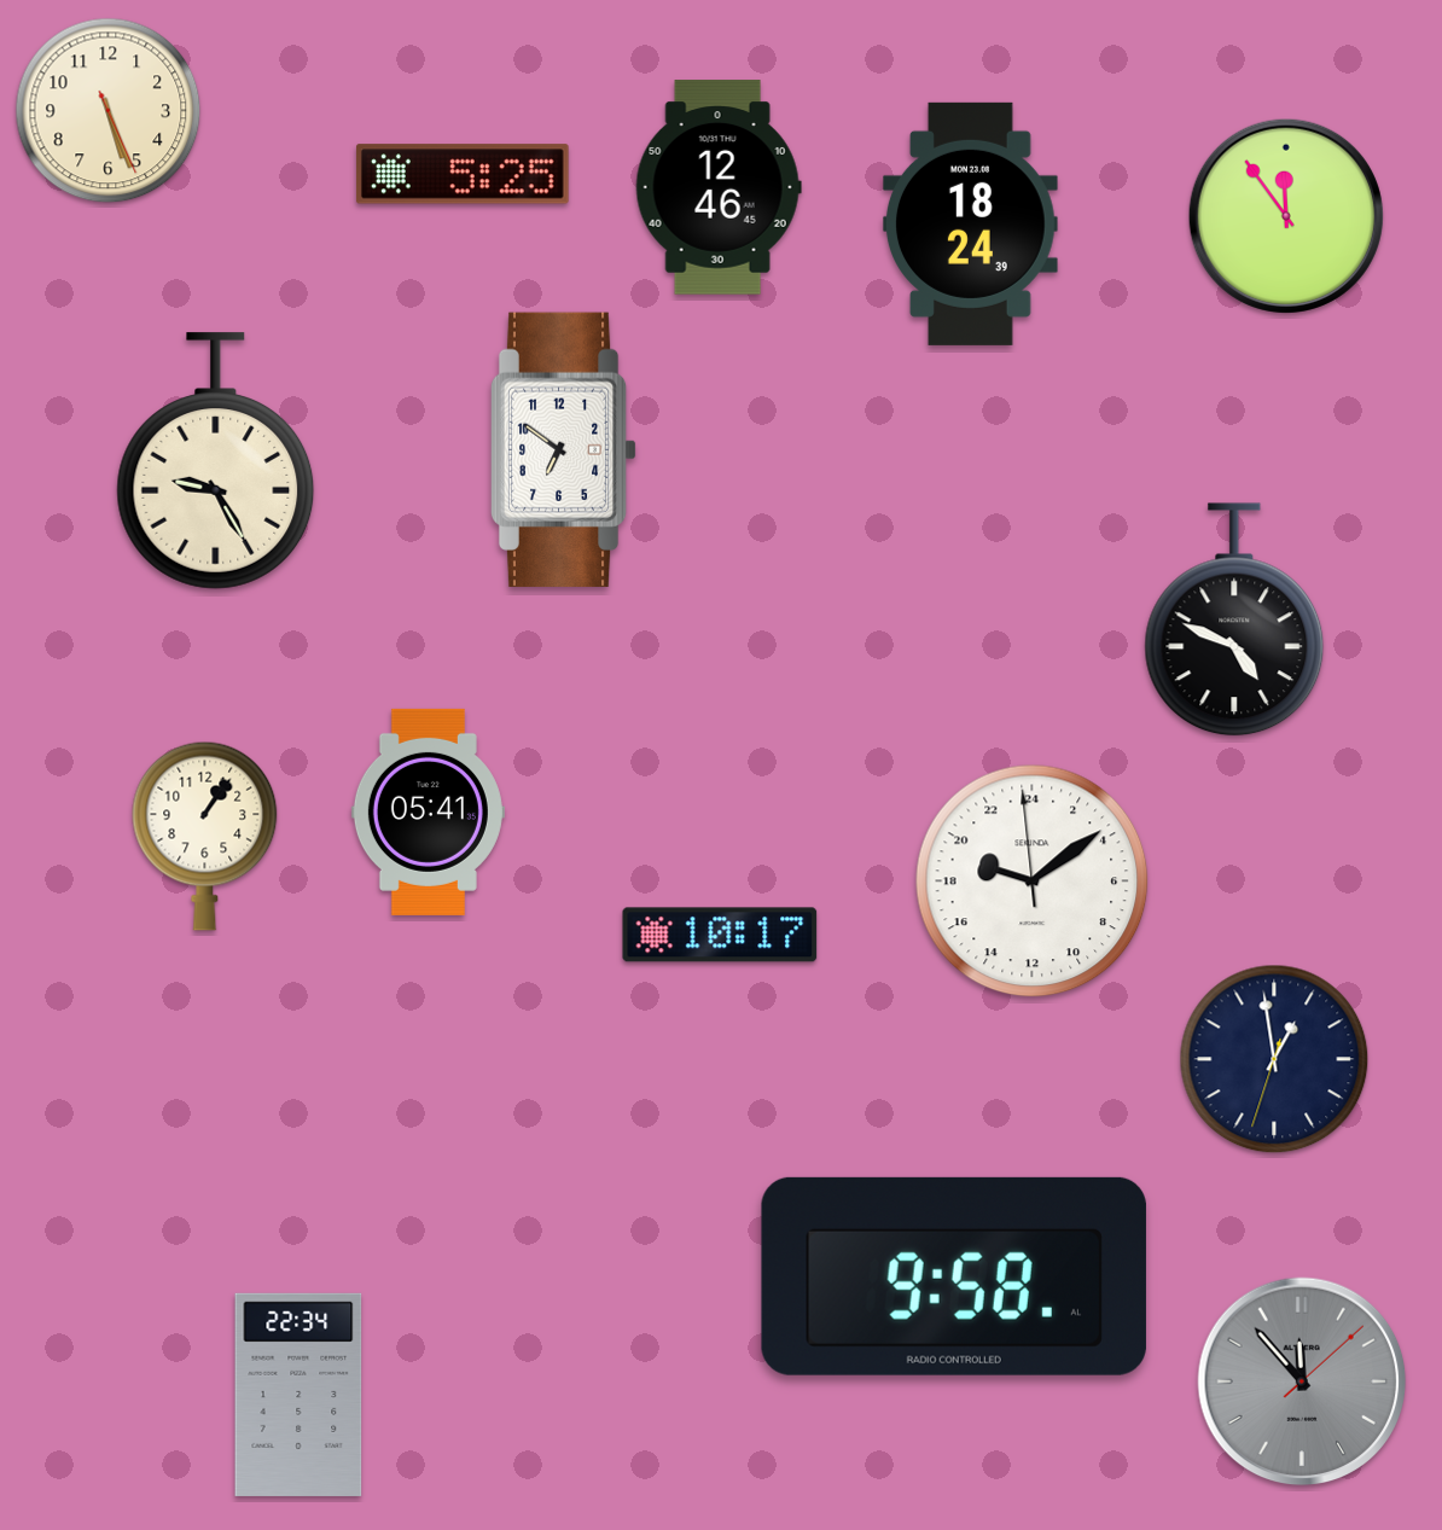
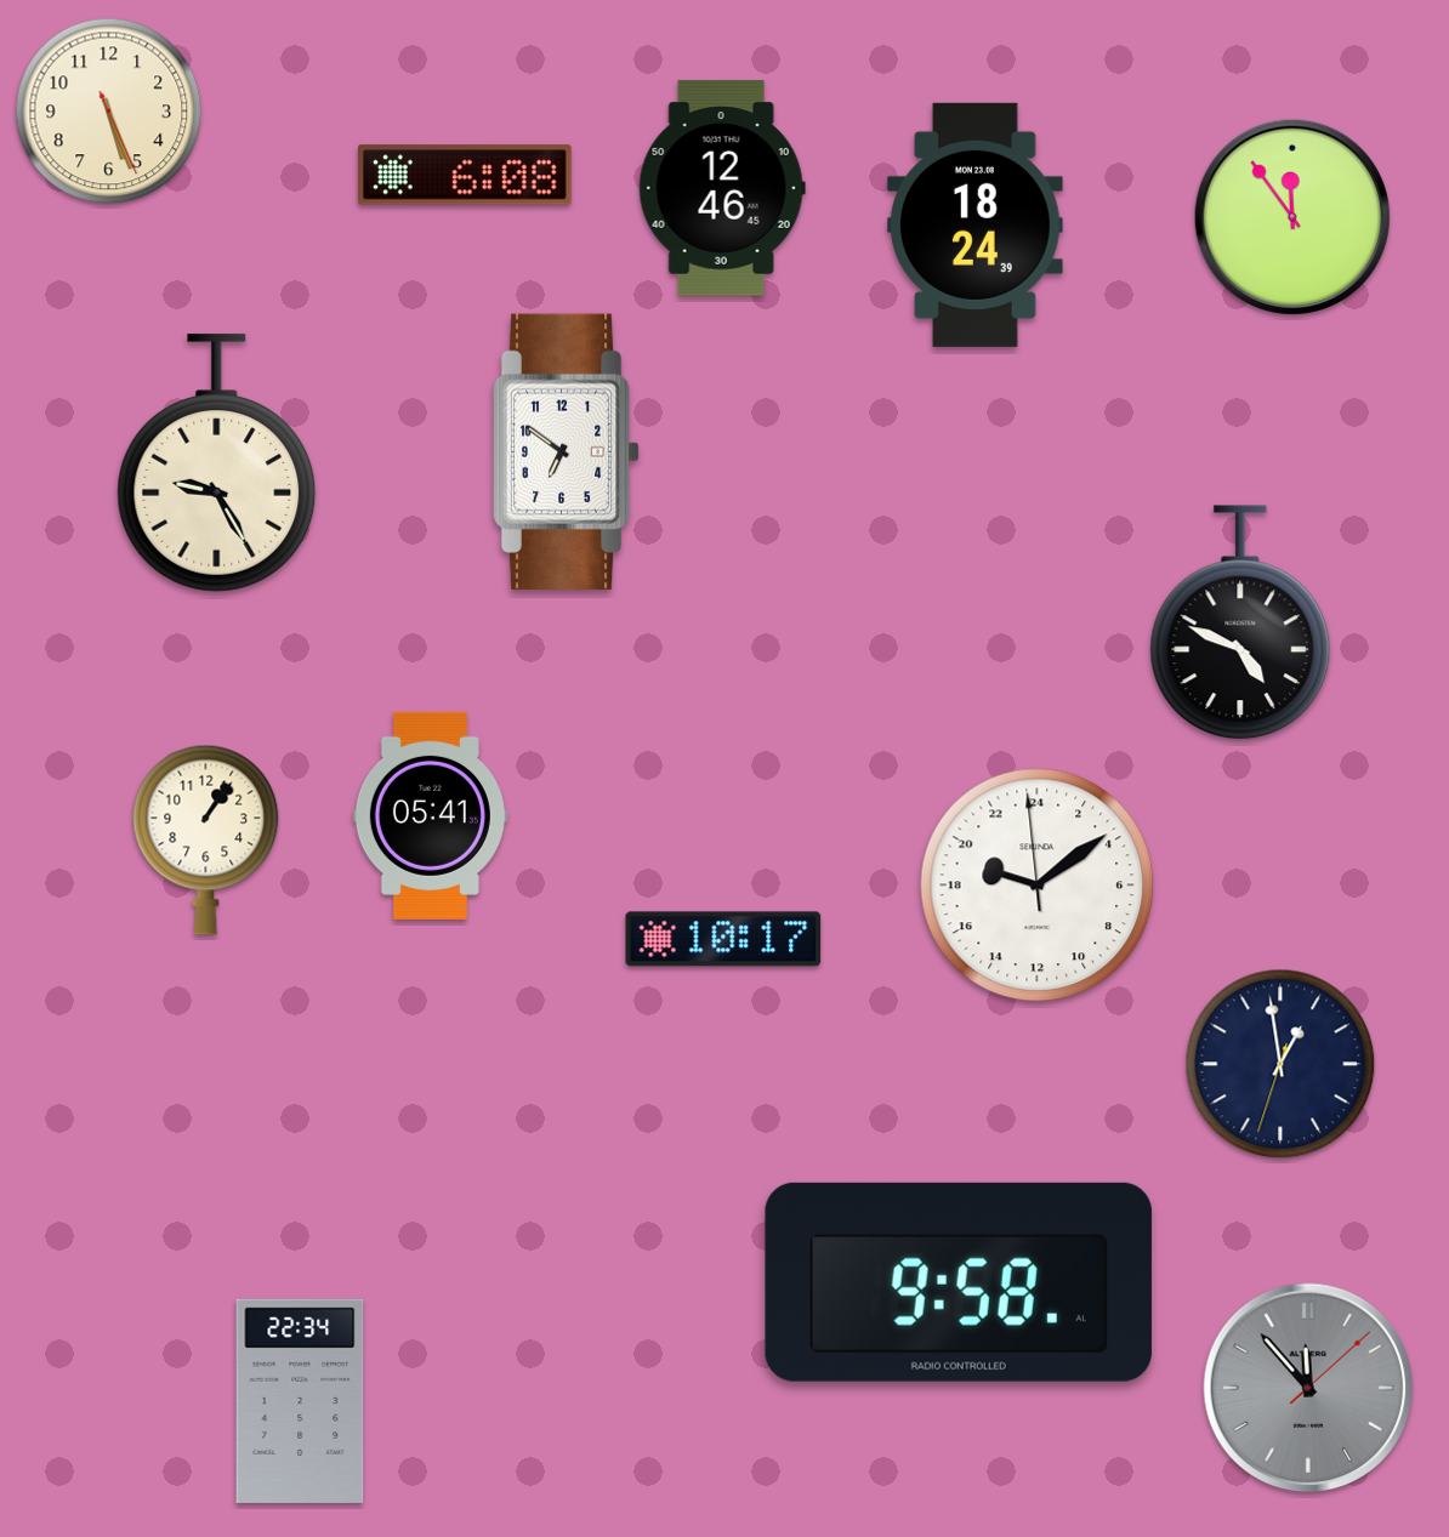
clock at (463, 174): 5:25 -> 6:08
